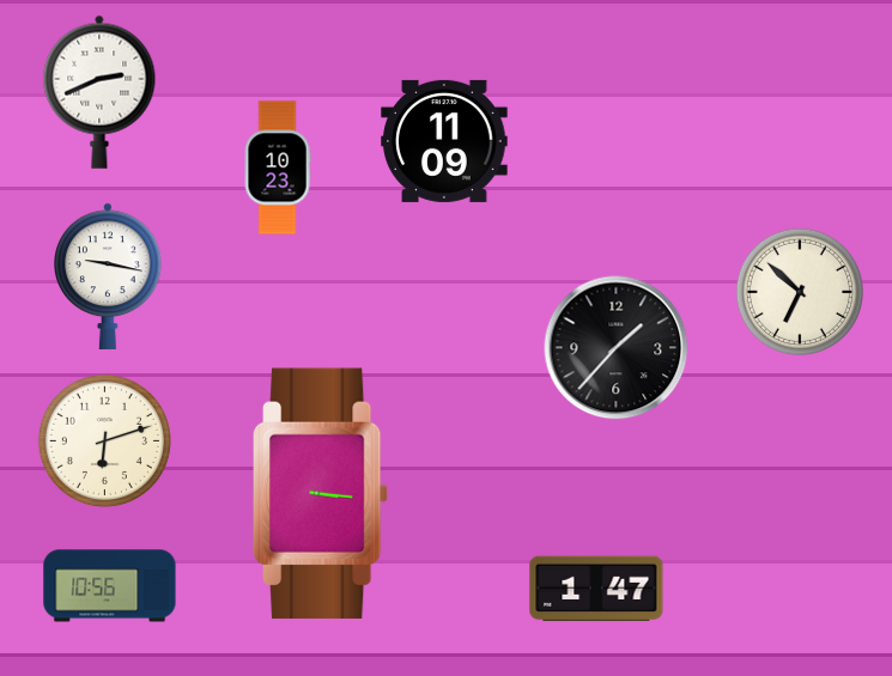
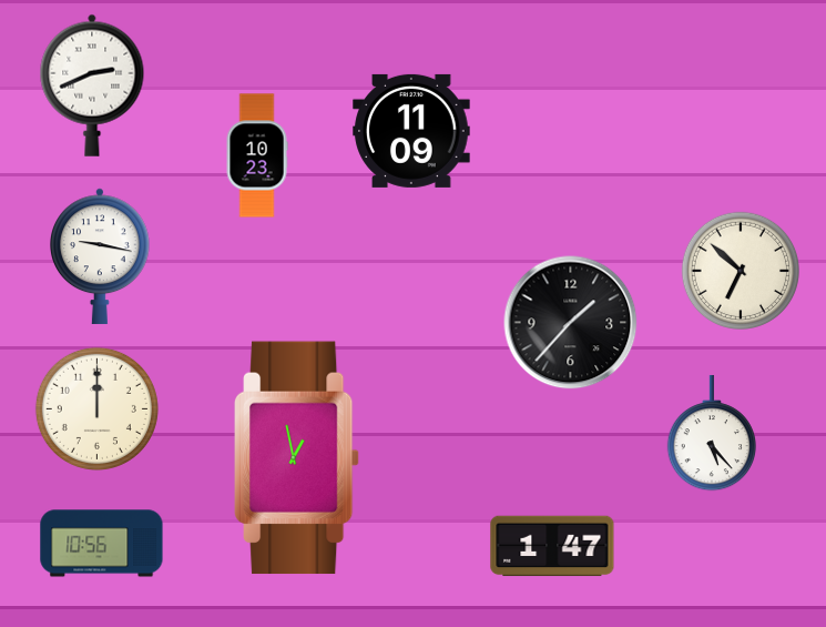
clock at (104, 440): 6:12 -> 12:00
clock at (711, 433): none -> 5:23
clock at (321, 494): 3:16 -> 12:58
